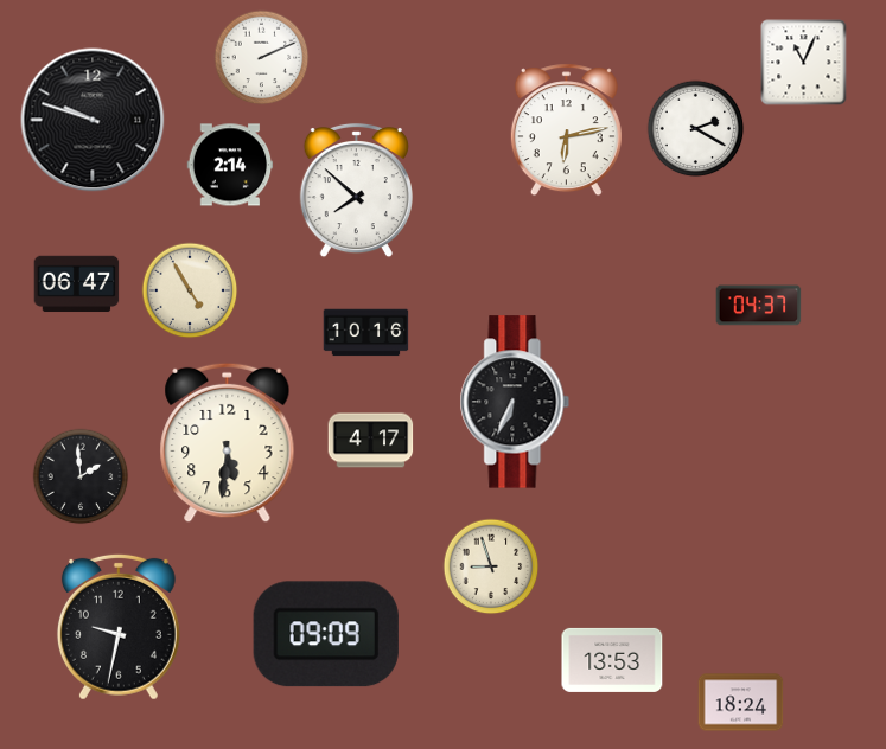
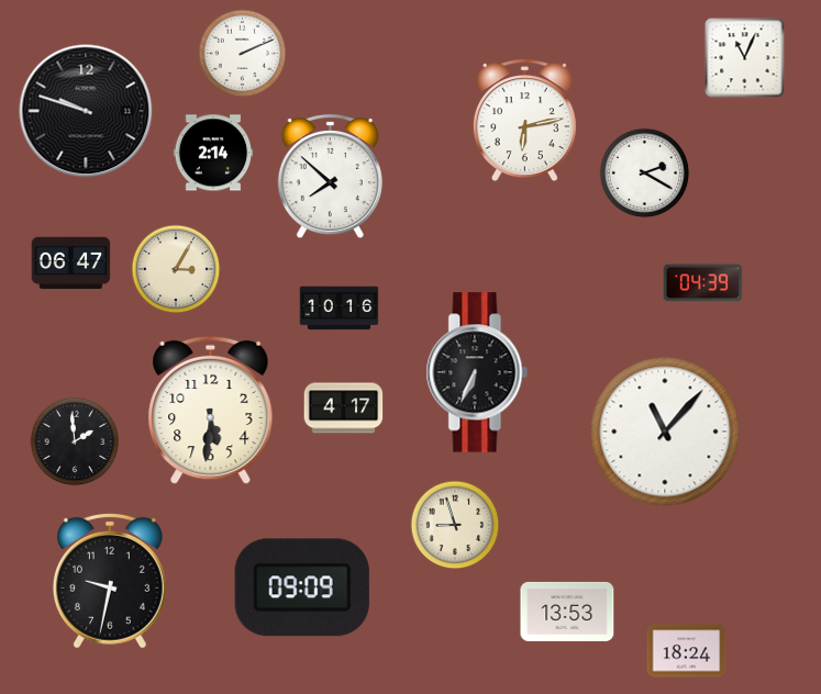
clock at (696, 129) position: (696, 129) -> (645, 173)
clock at (190, 290): 4:55 -> 3:05
clock at (759, 306): 04:37 -> 04:39
clock at (665, 432): none -> 11:07
